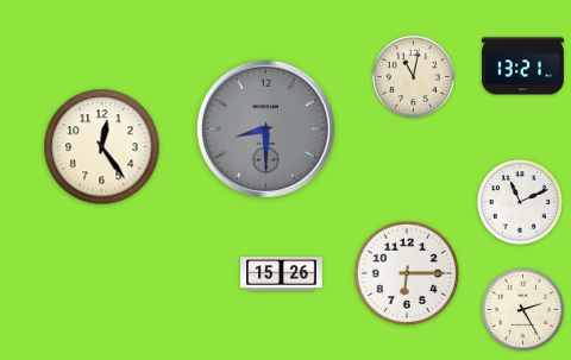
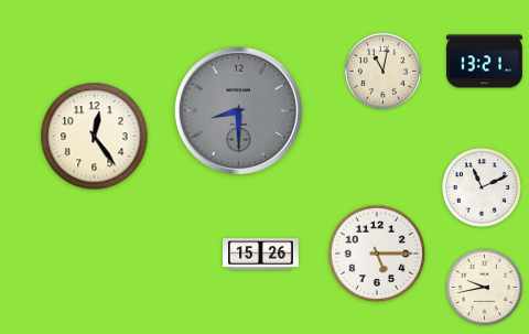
clock at (265, 128) position: (265, 128) -> (238, 110)
clock at (407, 273): 6:15 -> 5:15
clock at (522, 309): 2:25 -> 9:43
